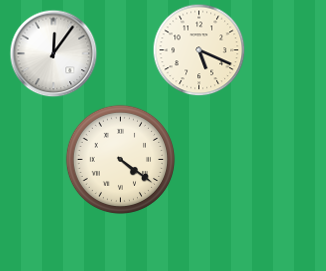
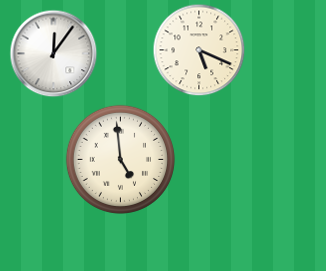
clock at (120, 159): 4:21 -> 4:59
